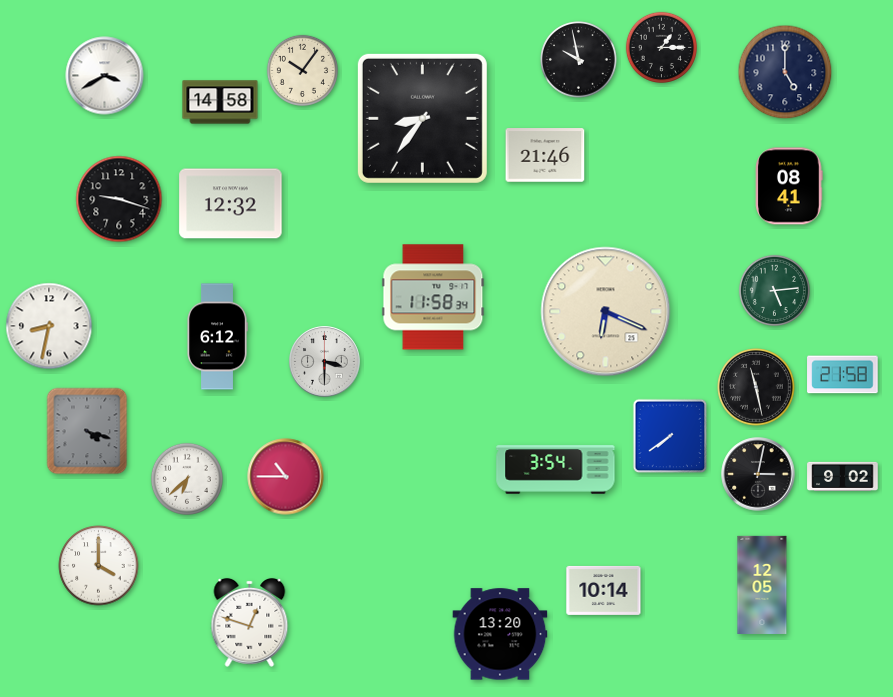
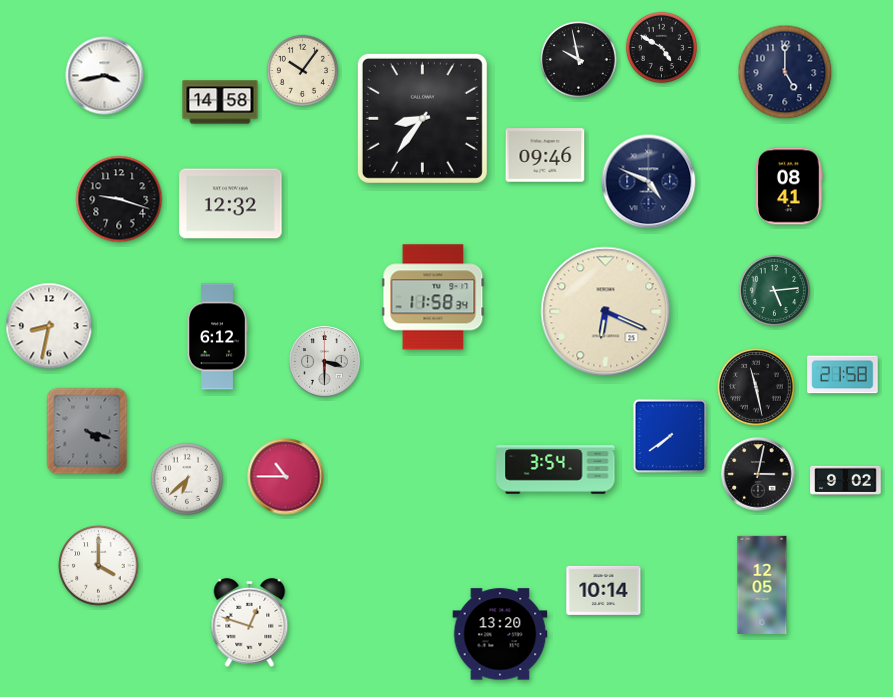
clock at (661, 47): 1:15 -> 4:50
clock at (105, 76): 3:40 -> 3:43
clock at (545, 155): 21:46 -> 09:46
clock at (649, 182): none -> 4:49
clock at (843, 476) position: (843, 476) -> (846, 480)
